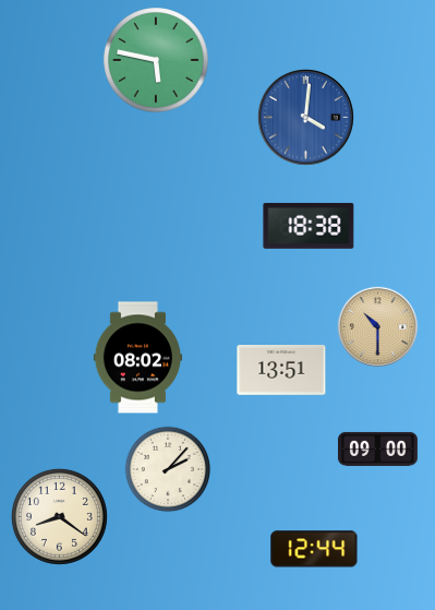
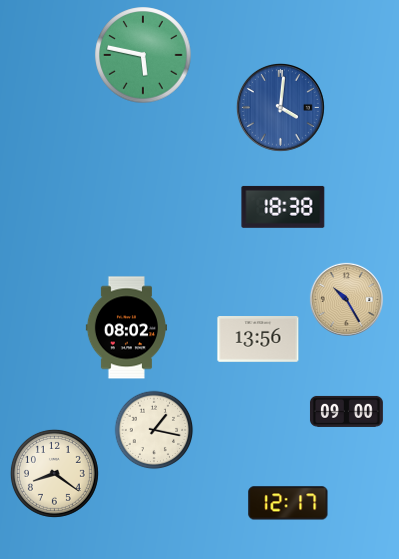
clock at (377, 326): 10:30 -> 10:25
clock at (281, 371): 13:51 -> 13:56
clock at (168, 469): 2:07 -> 1:17
clock at (314, 549): 12:44 -> 12:17
